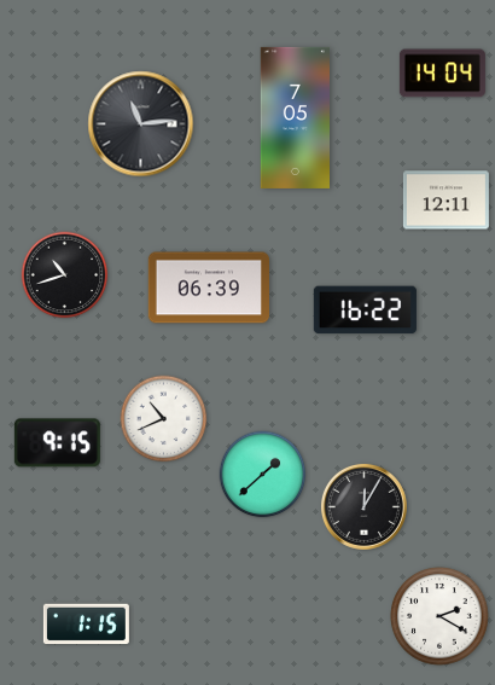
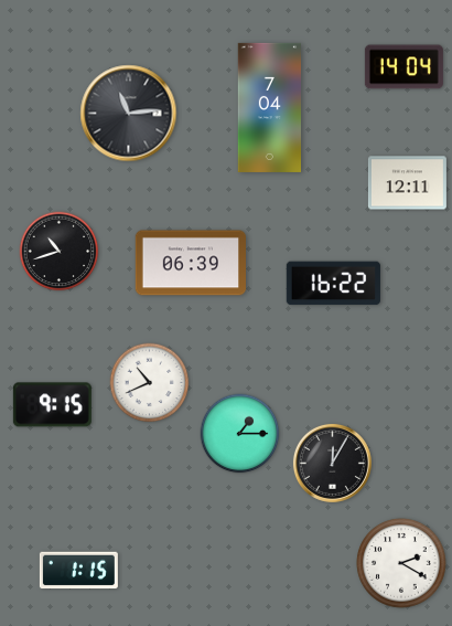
clock at (295, 117): 7:05 -> 7:04
clock at (263, 475): 1:38 -> 1:15
